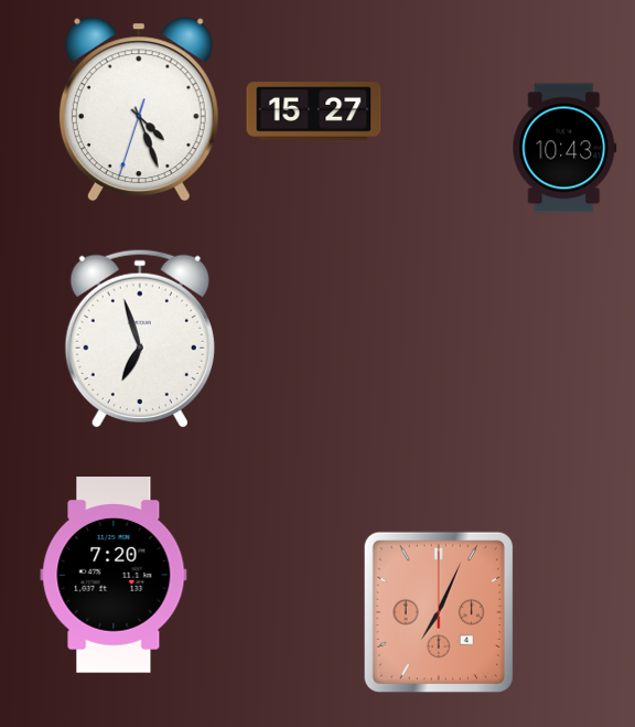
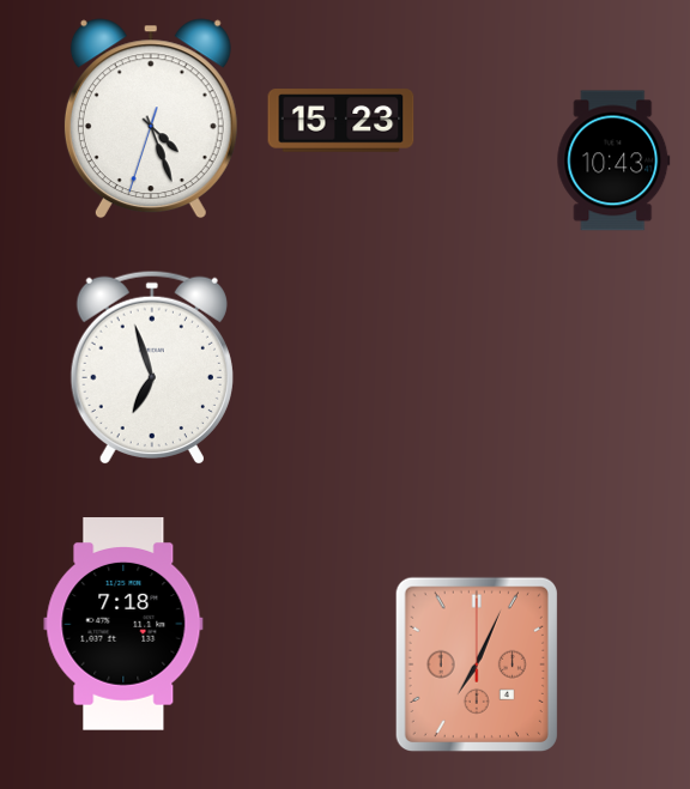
clock at (314, 111): 15:27 -> 15:23
clock at (114, 575): 7:20 -> 7:18
